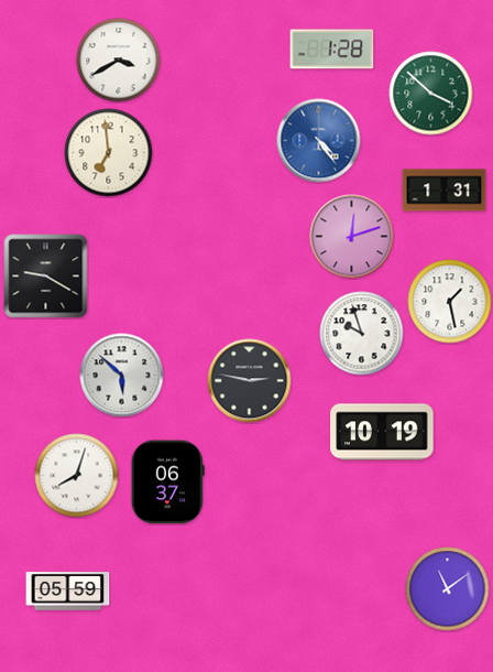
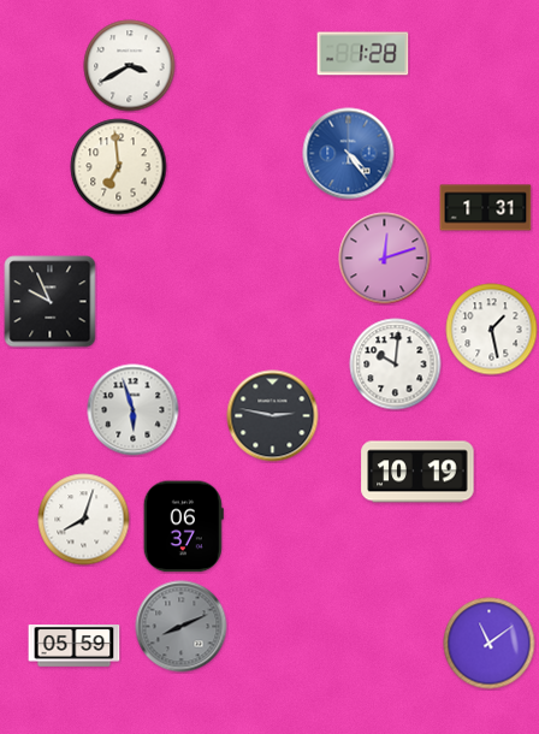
clock at (431, 94): 3:52 -> none
clock at (46, 277): 9:20 -> 9:56
clock at (362, 334): 9:57 -> 10:01
clock at (122, 376): 5:52 -> 5:57
clock at (182, 627): none -> 8:11
